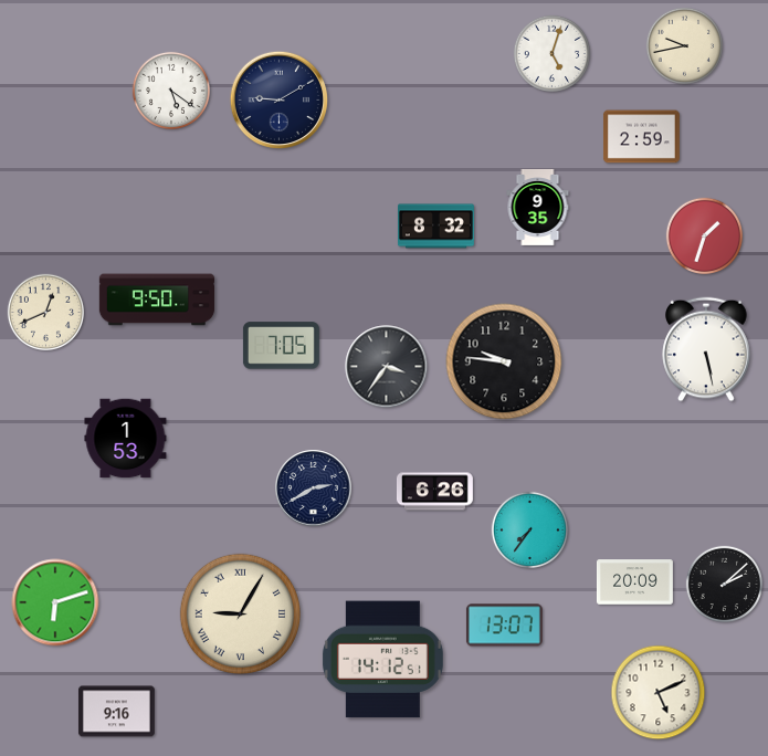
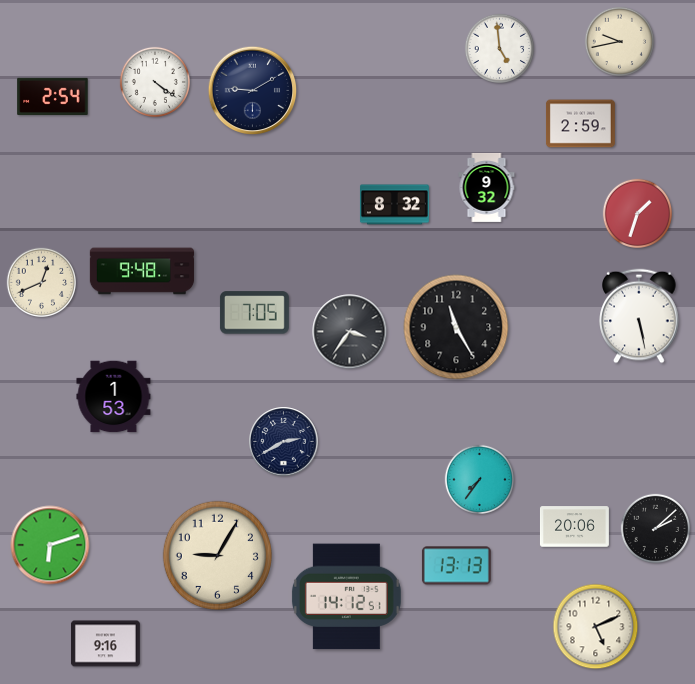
clock at (551, 53): 5:03 -> 4:59
clock at (171, 91): 5:21 -> 4:21
clock at (53, 96): none -> 2:54
clock at (538, 207): 9:35 -> 9:32
clock at (157, 300): 9:50 -> 9:48
clock at (504, 361): 9:46 -> 11:25
clock at (434, 492): 6:26 -> none
clock at (634, 582): 20:09 -> 20:06
clock at (240, 613) numerals: Roman -> Arabic
clock at (504, 626): 13:07 -> 13:13
